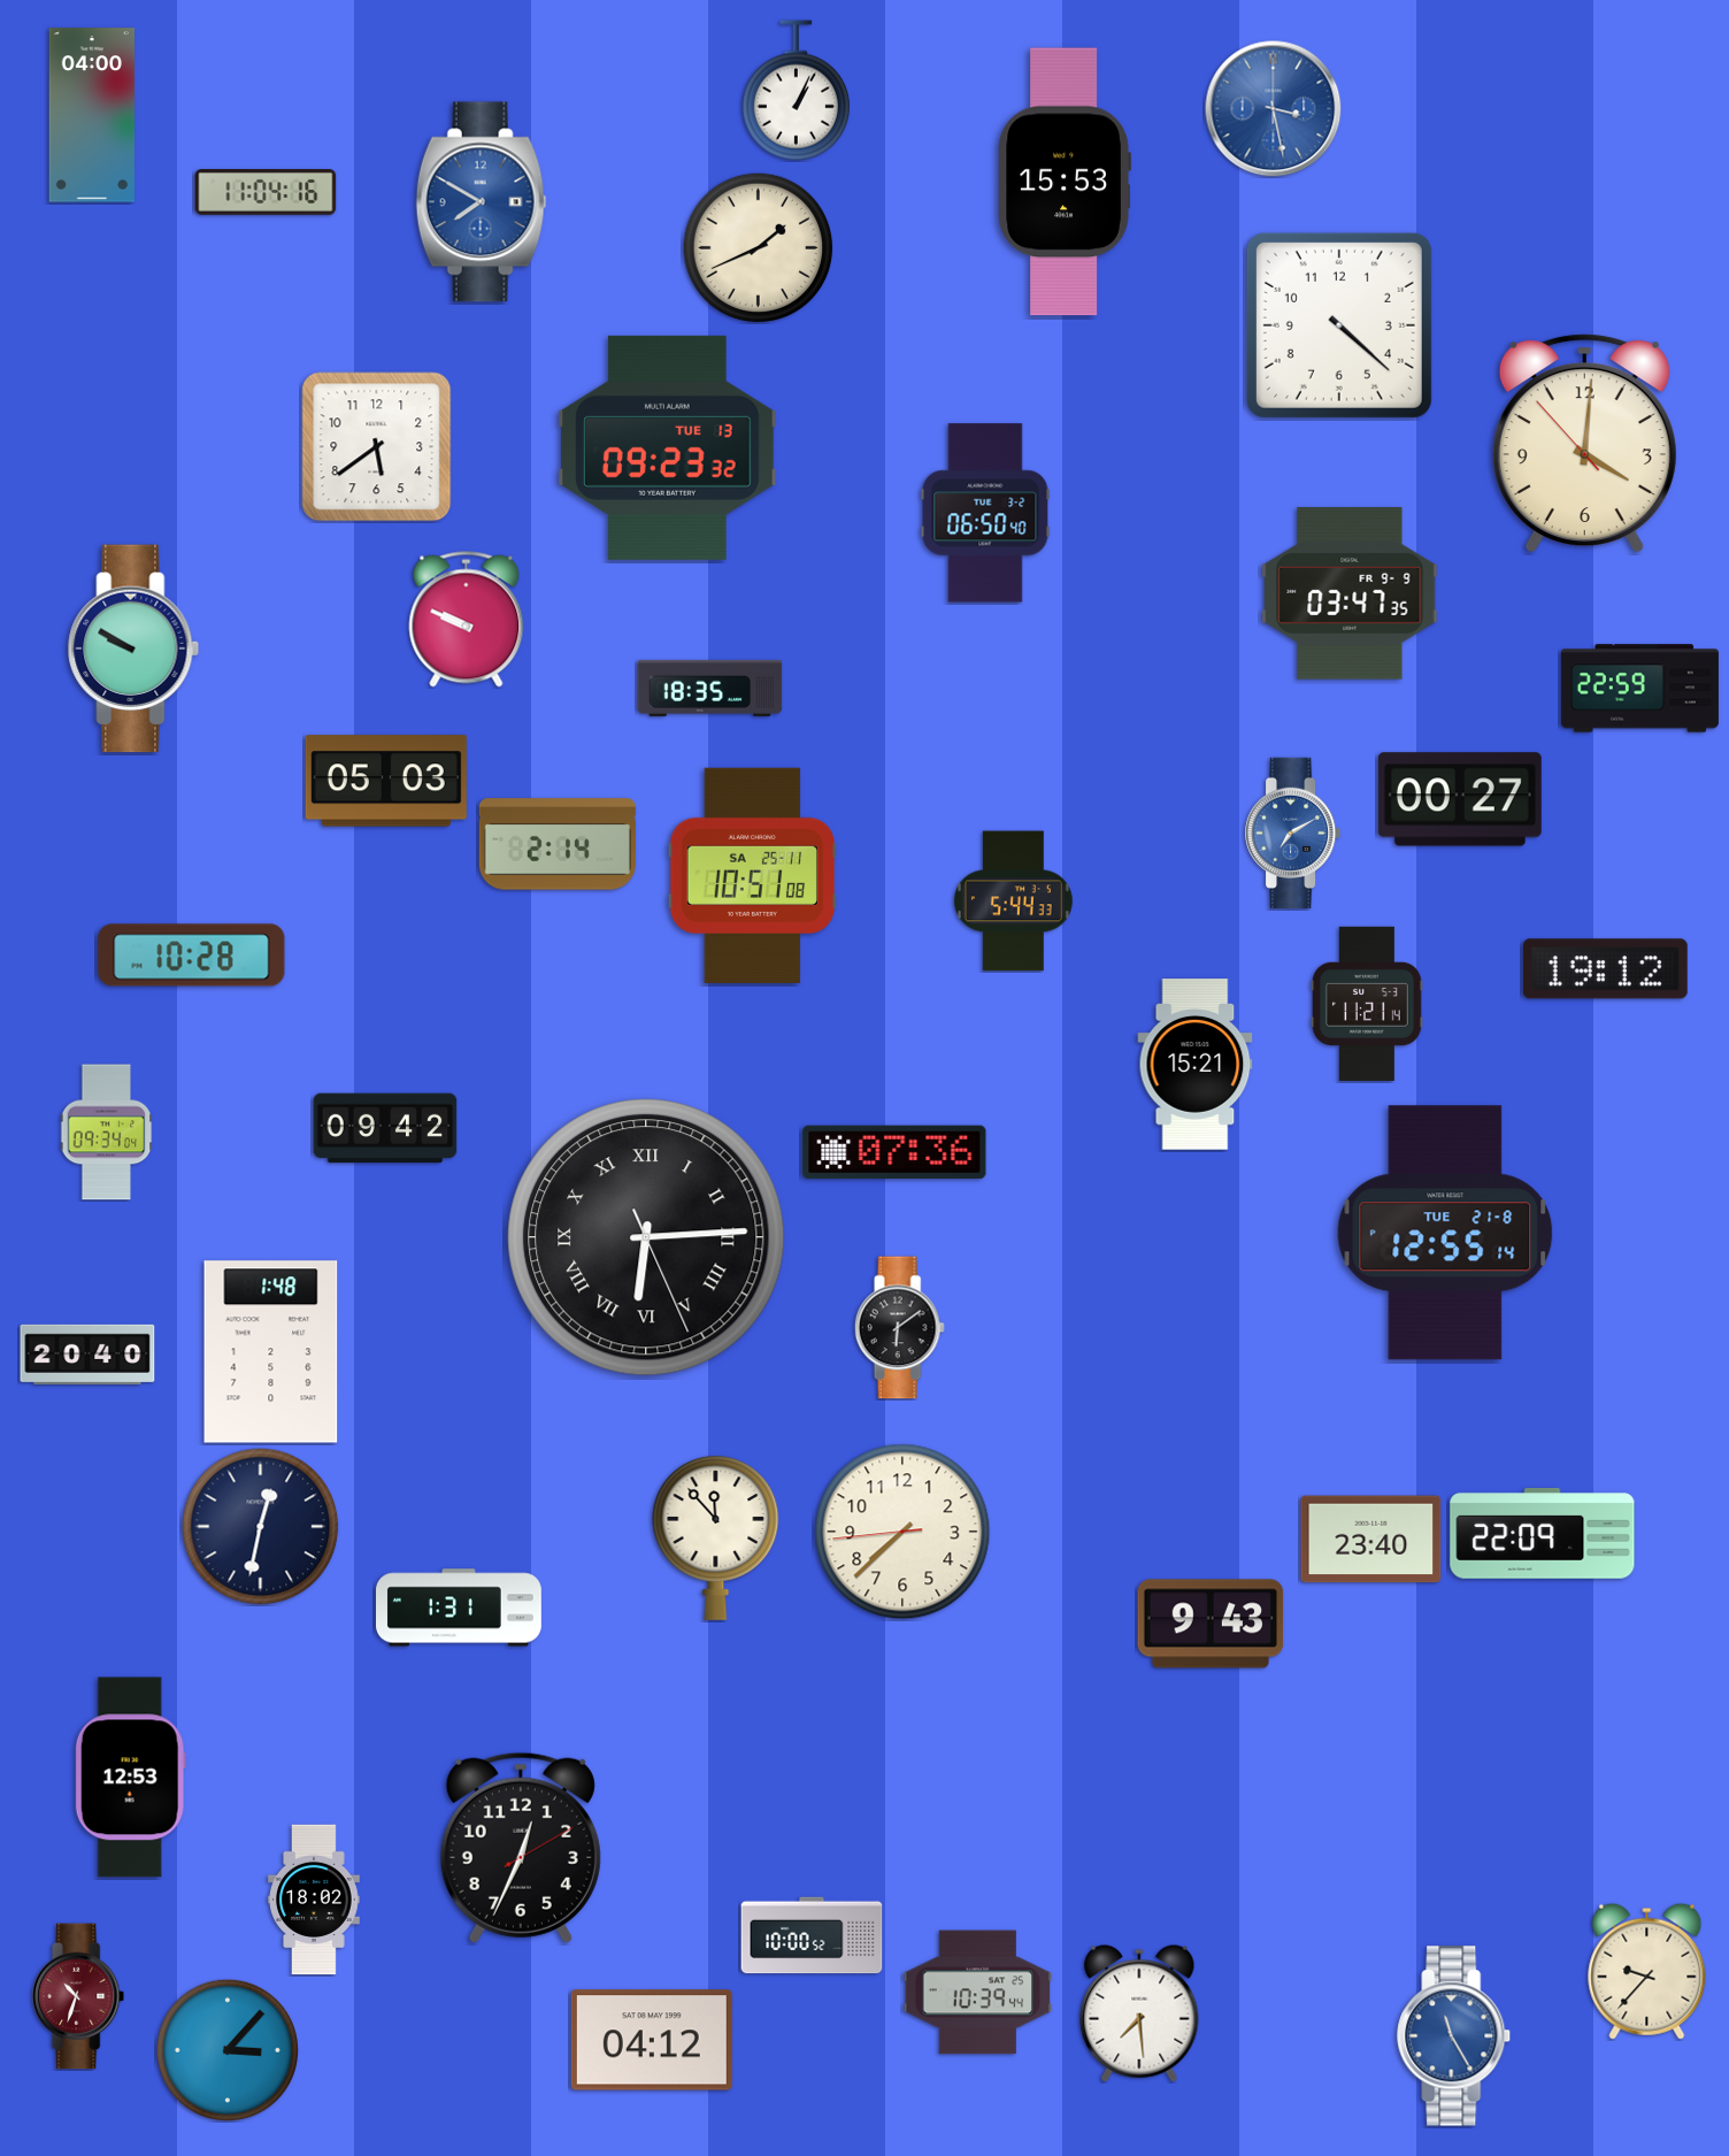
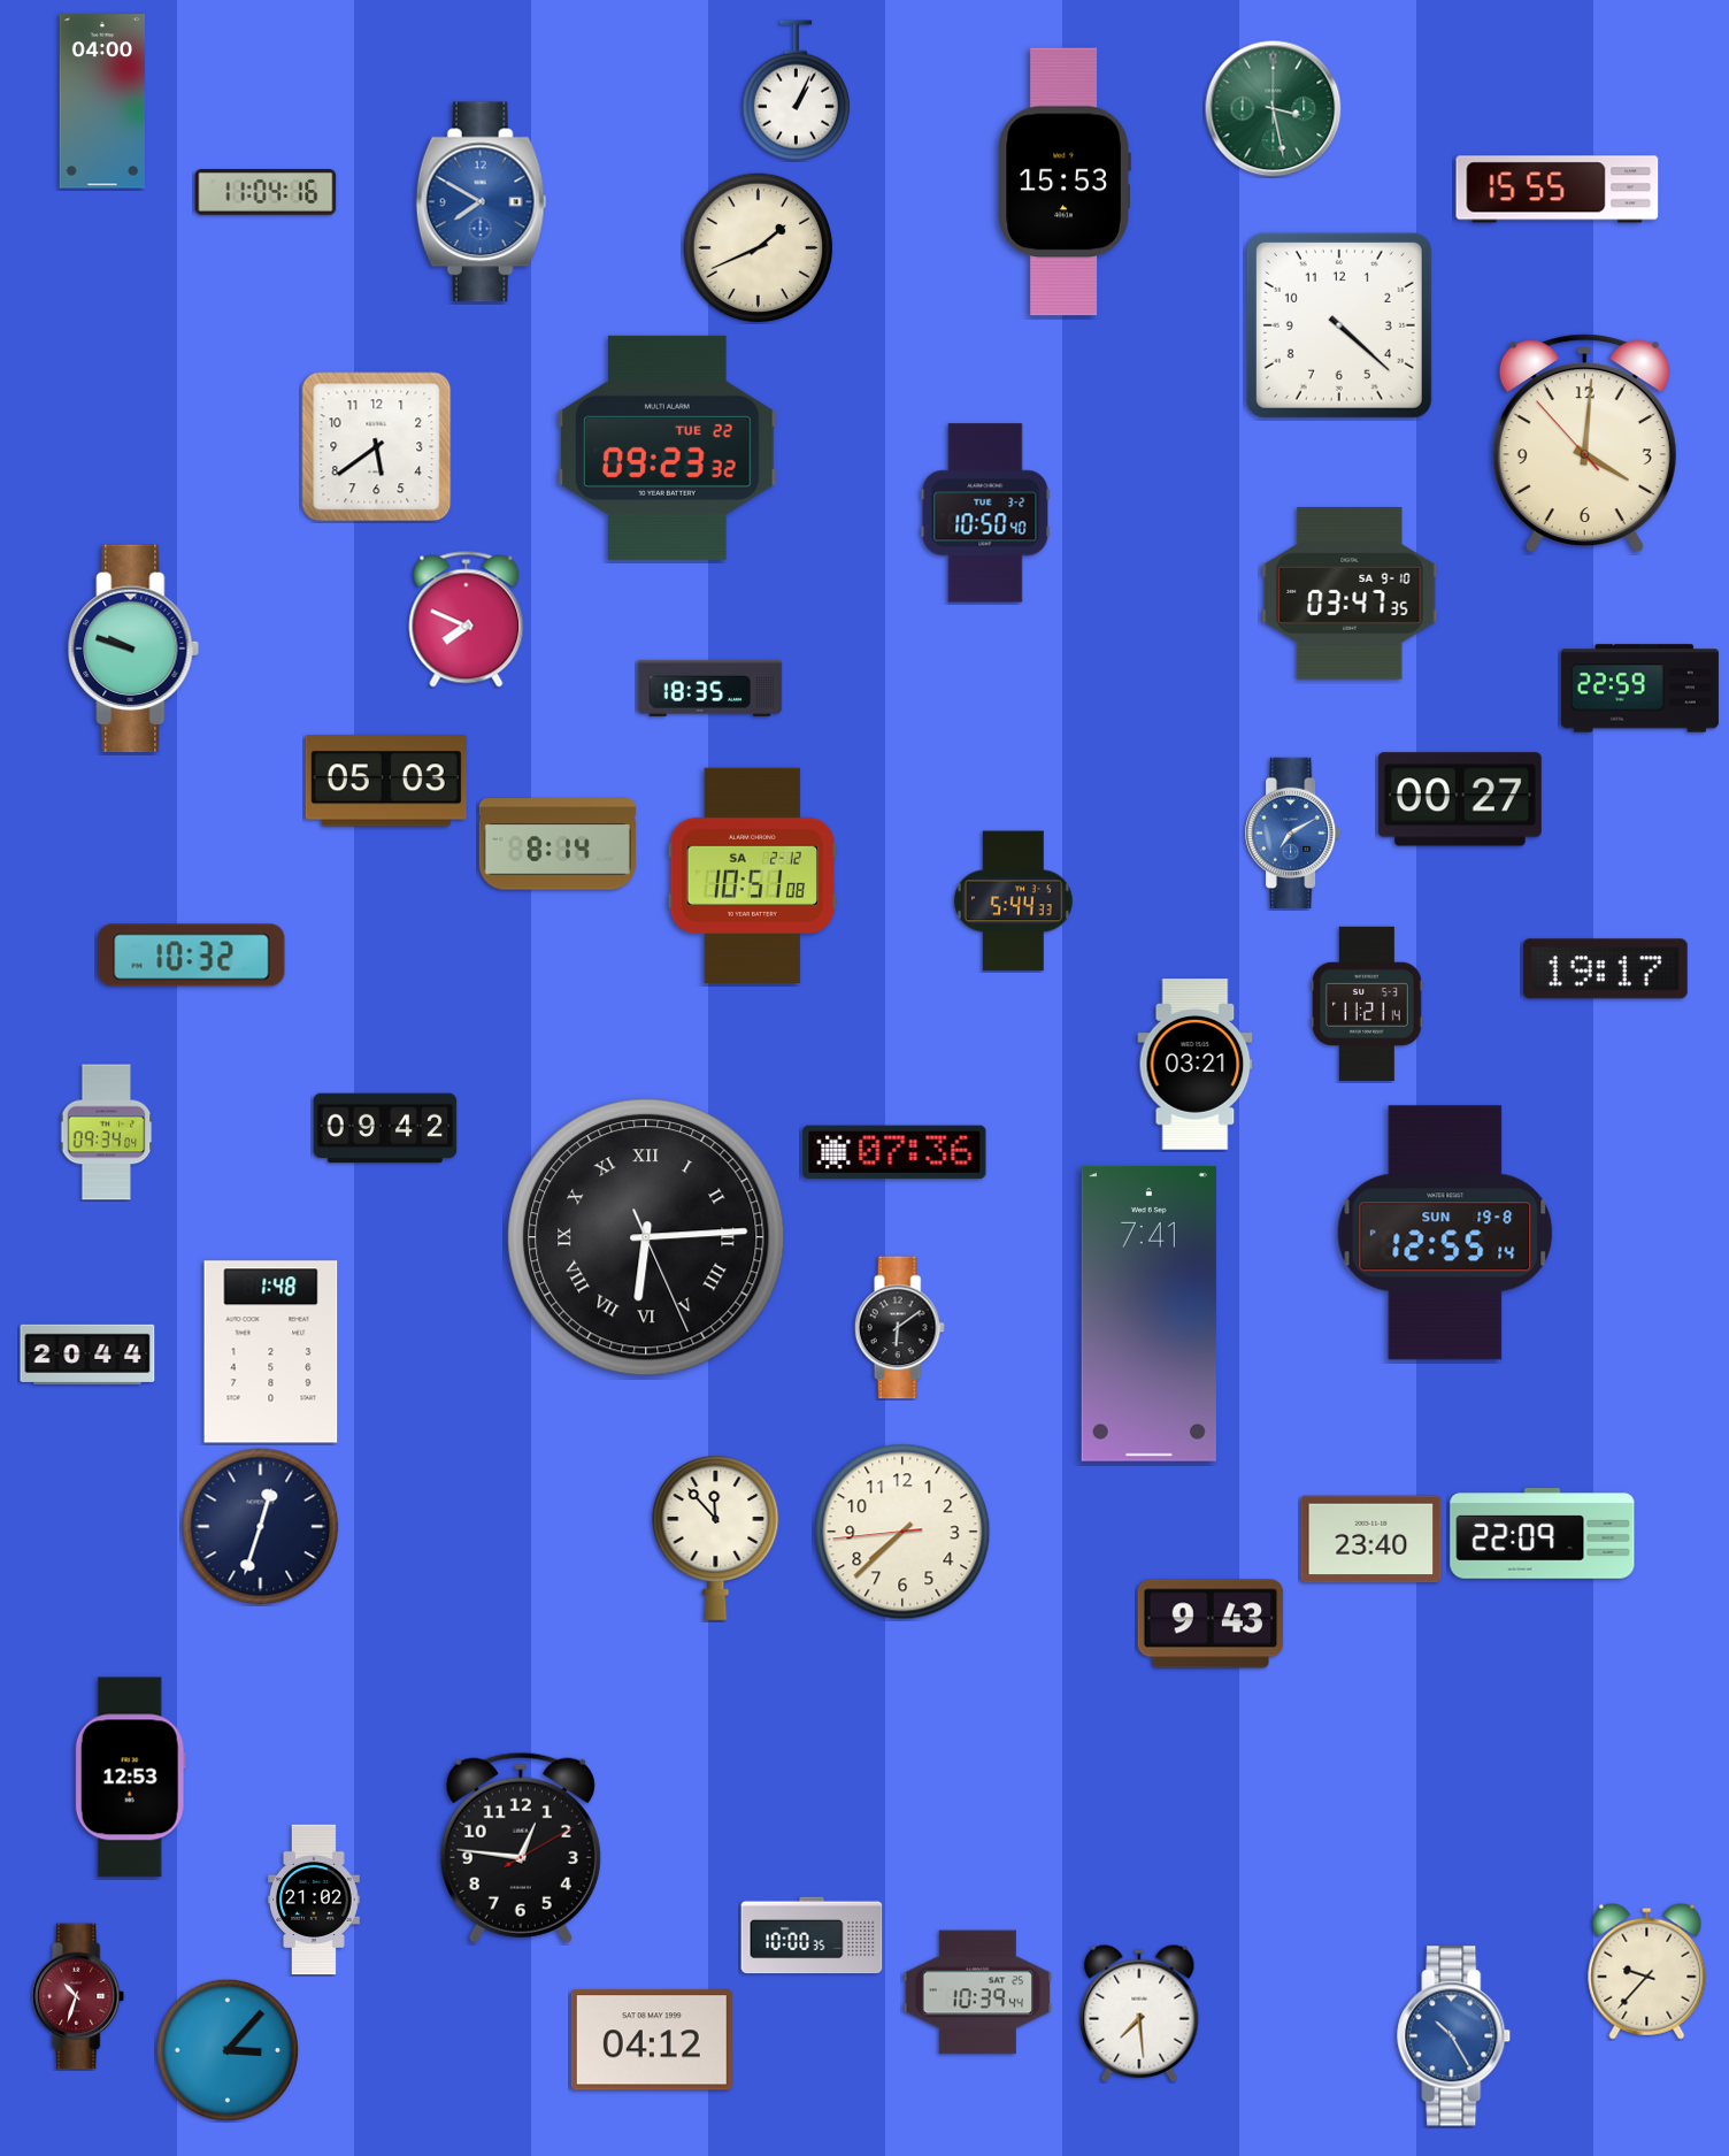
clock at (1274, 109) dial: blue -> green
clock at (92, 115) position: (92, 115) -> (102, 101)
clock at (1558, 190): none -> 15:55
clock at (668, 447) date: TUE 13 -> TUE 22
clock at (985, 513): 06:50 -> 10:50
clock at (1350, 593) date: FR 9-9 -> SA 9-10
clock at (467, 620): 9:49 -> 7:49
clock at (133, 649): 9:50 -> 9:48
clock at (558, 844): 2:14 -> 8:14
clock at (752, 875) date: SA 25-11 -> SA 2-12
clock at (192, 956): 10:28 -> 10:32
clock at (1605, 969): 19:12 -> 19:17
clock at (1196, 1065): 15:21 -> 03:21
clock at (1445, 1233) date: TUE 21-8 -> SUN 19-8
clock at (1148, 1313): none -> 7:41
clock at (87, 1353): 20:40 -> 20:44
clock at (261, 1527): 12:32 -> 12:33
clock at (460, 1608): 1:31 -> none
clock at (521, 1848): 12:34 -> 12:46
clock at (314, 1900): 18:02 -> 21:02
clock at (812, 1935): 10:00:52 -> 10:00:35
clock at (1454, 2036): 11:25 -> 10:25
